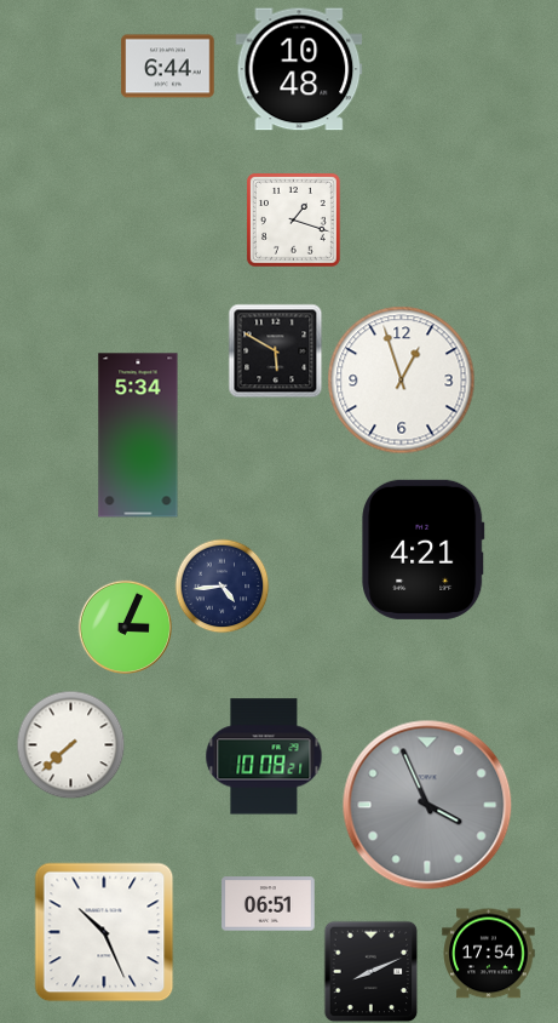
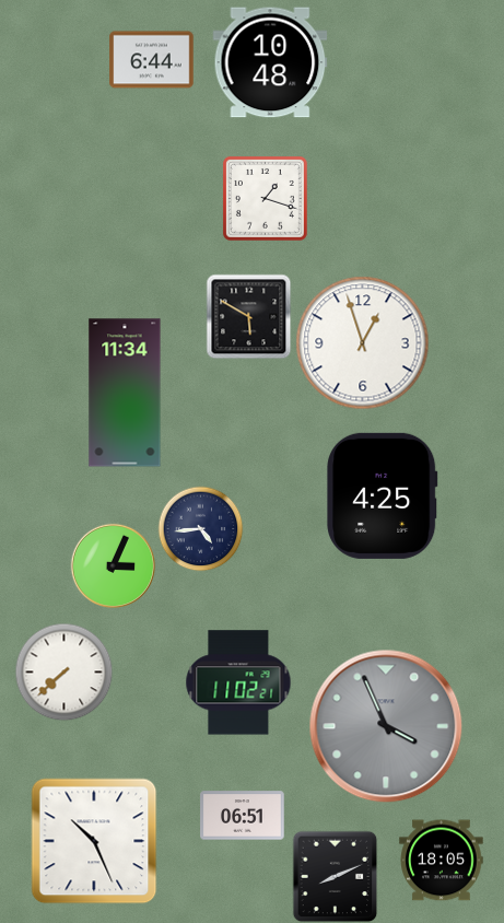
clock at (138, 435): 5:34 -> 11:34
clock at (424, 549): 4:21 -> 4:25
clock at (264, 756): 10:08 -> 11:02
clock at (489, 954): 17:54 -> 18:05
